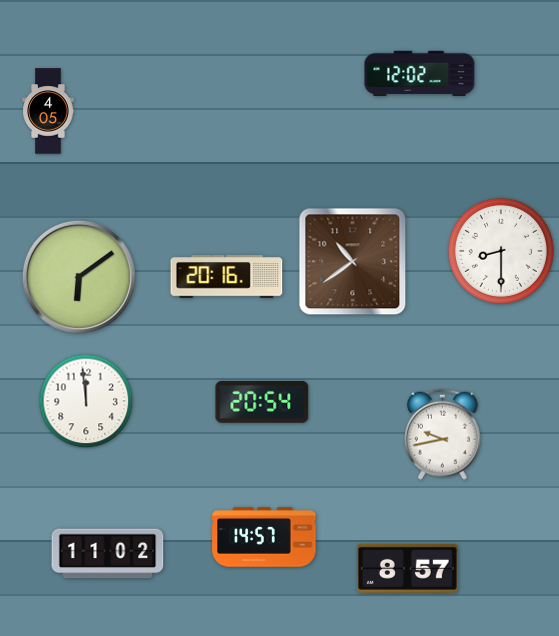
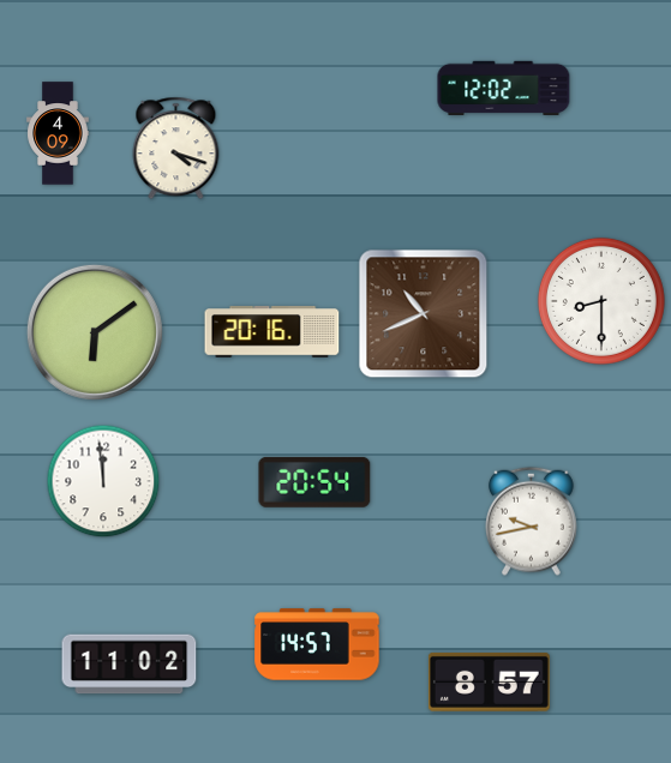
clock at (48, 111): 4:05 -> 4:09
clock at (176, 149): none -> 4:18
clock at (353, 262): 10:39 -> 10:41
